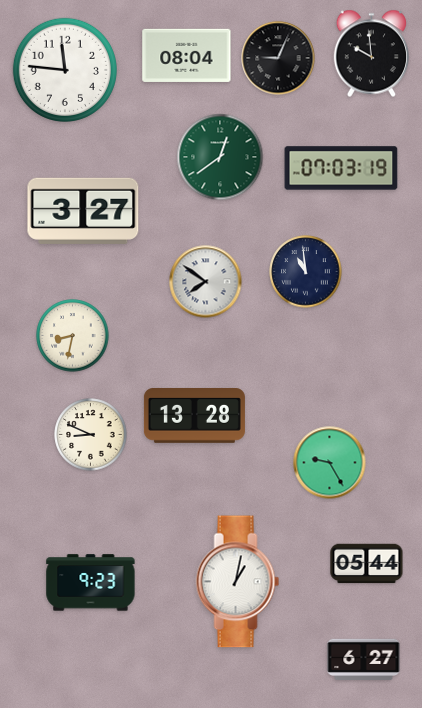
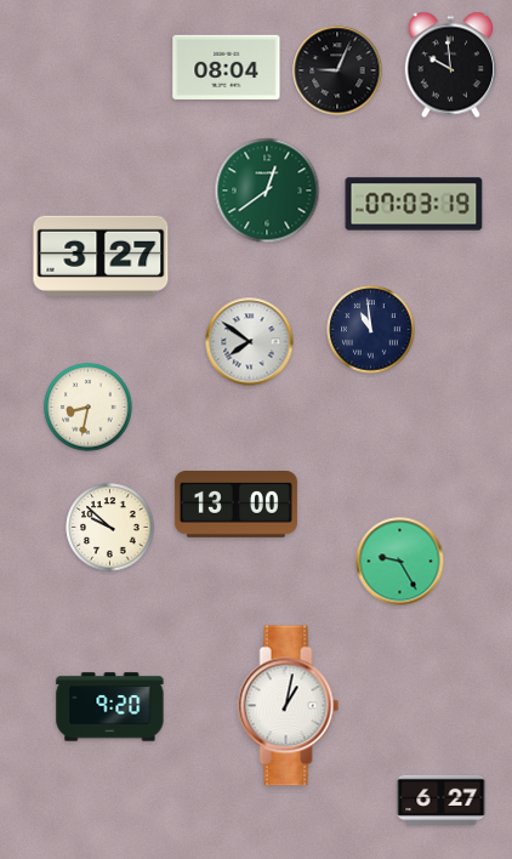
clock at (65, 70): 11:46 -> none
clock at (194, 416): 13:28 -> 13:00
clock at (91, 435): 8:49 -> 9:52
clock at (367, 564): 05:44 -> none
clock at (91, 583): 9:23 -> 9:20
